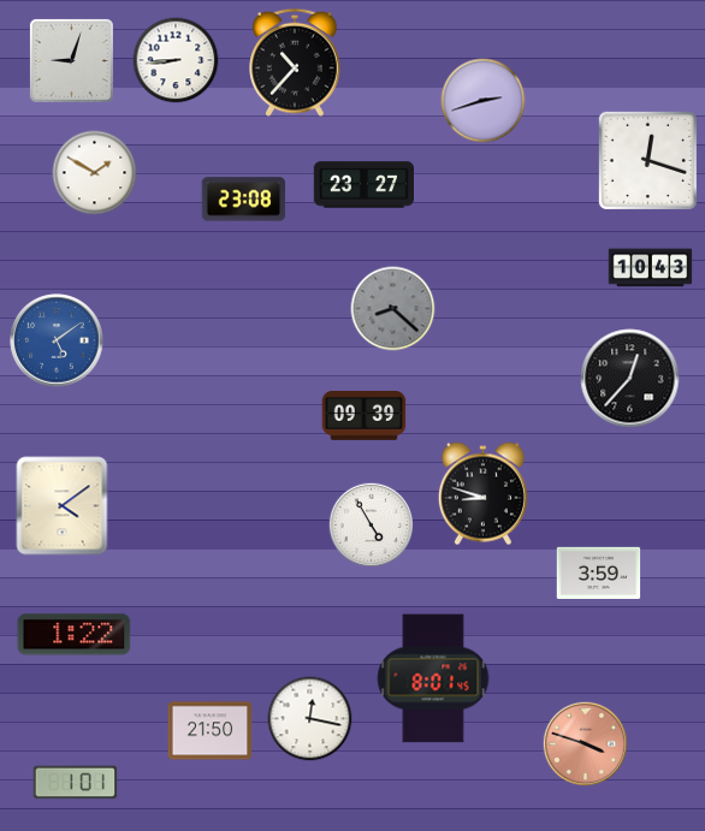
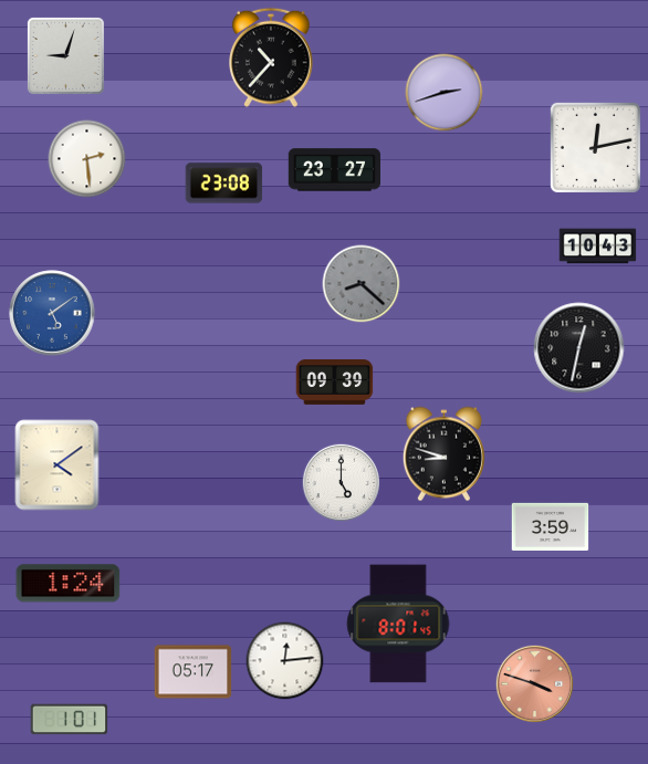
clock at (176, 60): 8:44 -> none
clock at (647, 160): 12:18 -> 12:13
clock at (95, 173): 1:50 -> 2:29
clock at (630, 379): 12:37 -> 12:32
clock at (372, 526): 4:55 -> 5:00
clock at (75, 635): 1:22 -> 1:24
clock at (310, 719): 12:17 -> 12:14
clock at (211, 731): 21:50 -> 05:17
clock at (586, 744) position: (586, 744) -> (535, 684)
